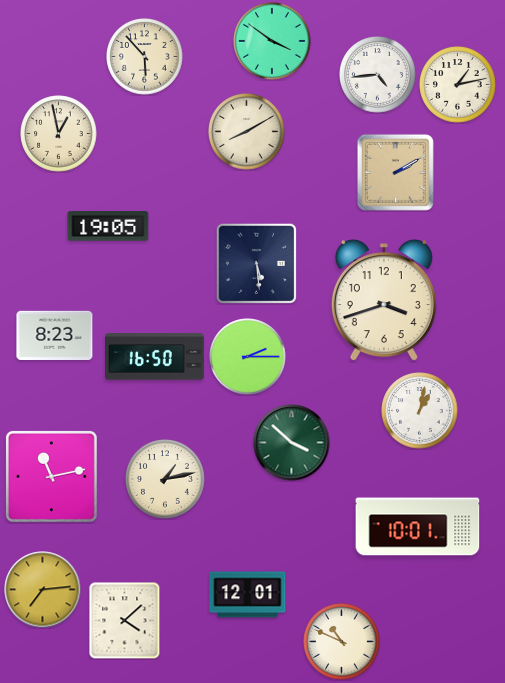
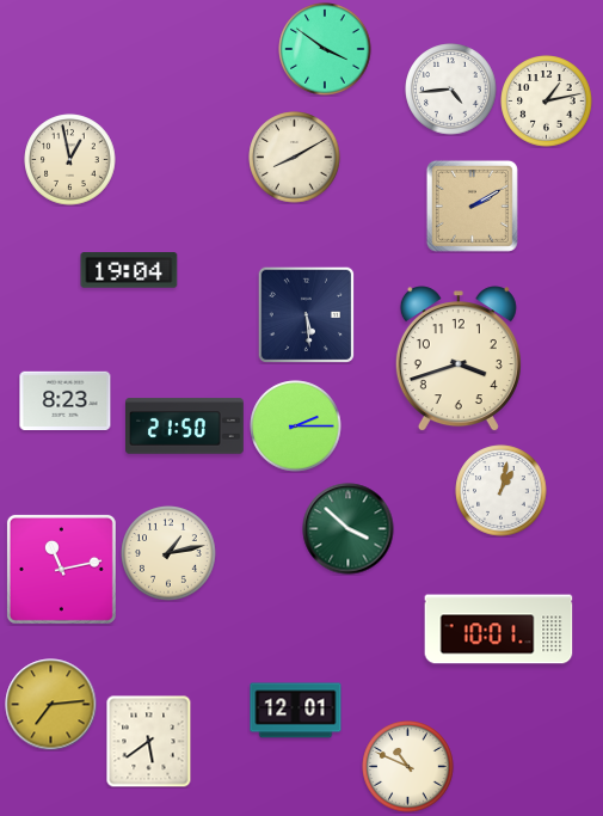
clock at (145, 57): 5:53 -> none
clock at (108, 226): 19:05 -> 19:04
clock at (155, 357): 16:50 -> 21:50
clock at (165, 479) position: (165, 479) -> (168, 553)
clock at (125, 620): 4:08 -> 5:39
